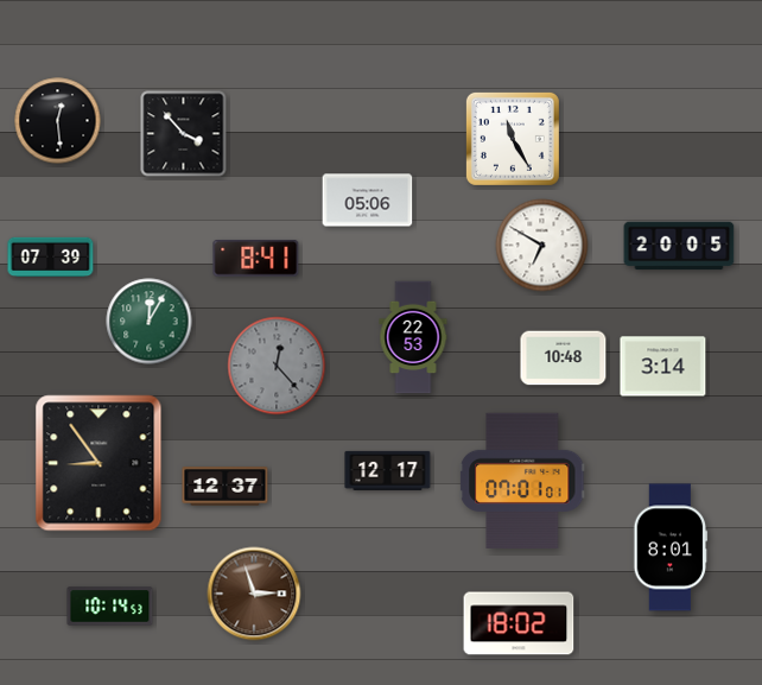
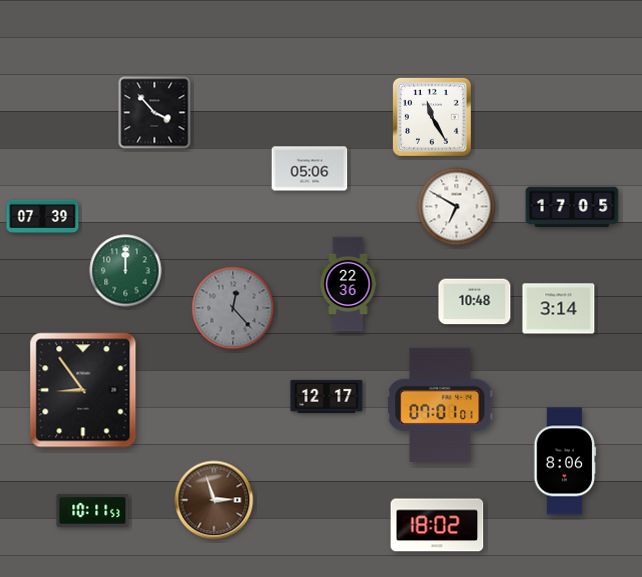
clock at (58, 121): 12:29 -> none
clock at (679, 246): 20:05 -> 17:05
clock at (256, 259): 8:41 -> none
clock at (150, 322): 12:05 -> 12:00
clock at (413, 337): 22:53 -> 22:36
clock at (226, 487): 12:37 -> none
clock at (671, 547): 8:01 -> 8:06
clock at (110, 607): 10:14 -> 10:11
